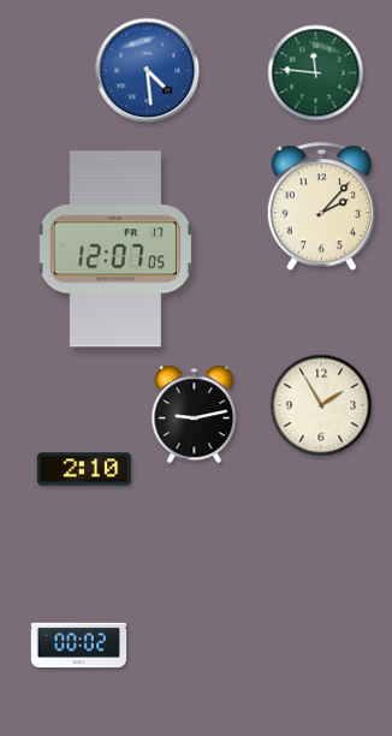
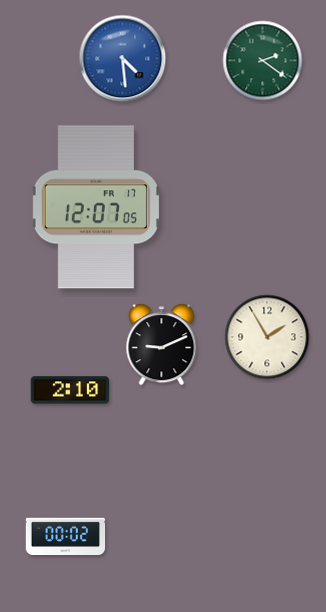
clock at (316, 73): 11:46 -> 2:21
clock at (321, 207): 2:07 -> none
clock at (195, 415): 9:13 -> 9:11
